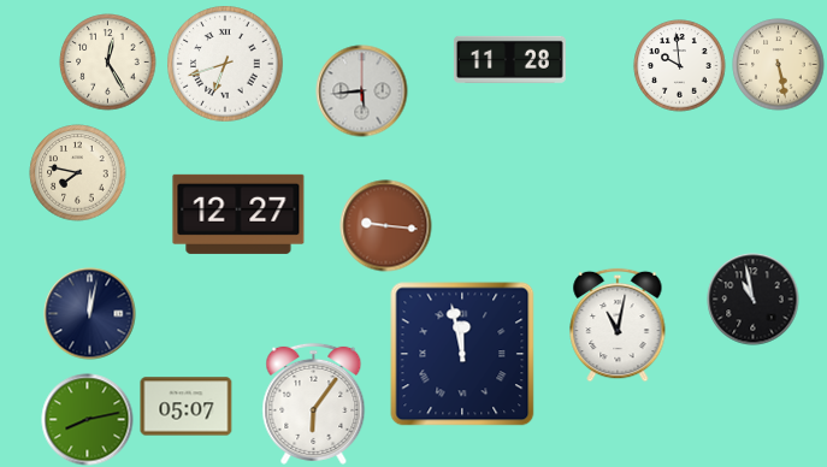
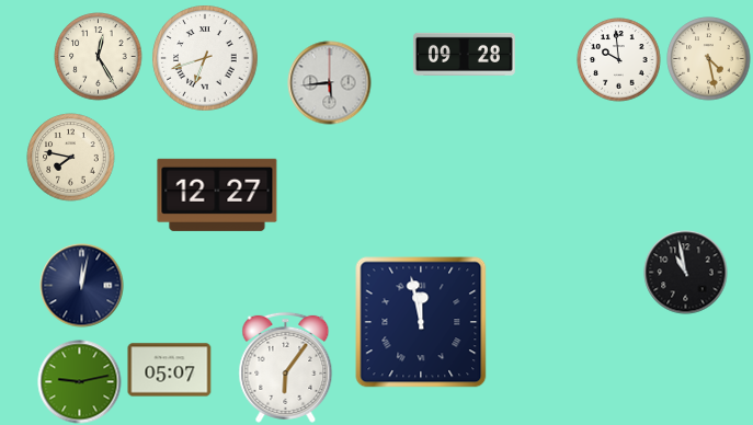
clock at (509, 59): 11:28 -> 09:28
clock at (779, 65): 5:28 -> 4:28
clock at (386, 226): 9:16 -> none
clock at (618, 325): 11:02 -> none
clock at (88, 420): 8:13 -> 9:13
